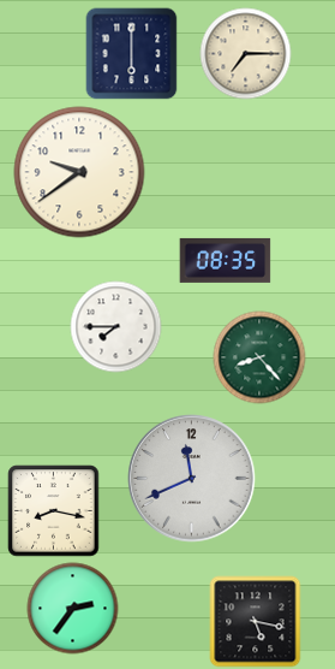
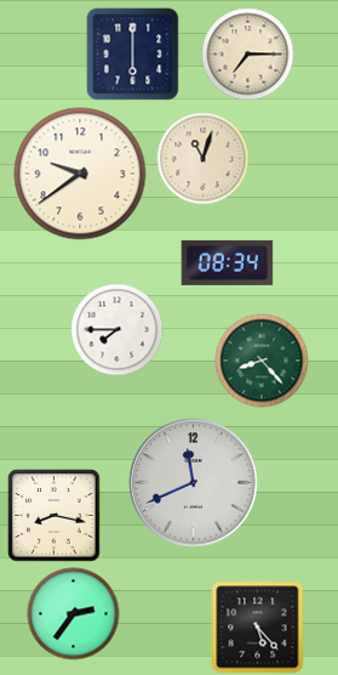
clock at (204, 159): none -> 11:03
clock at (226, 260): 08:35 -> 08:34
clock at (256, 622): 5:17 -> 5:23
